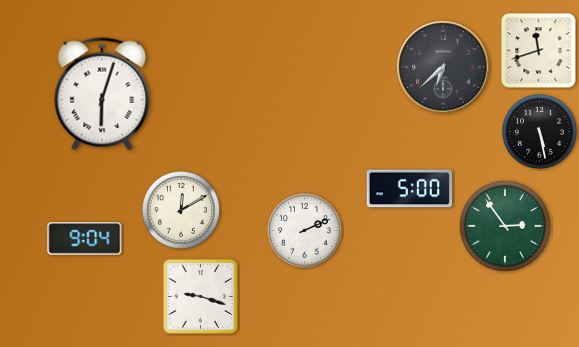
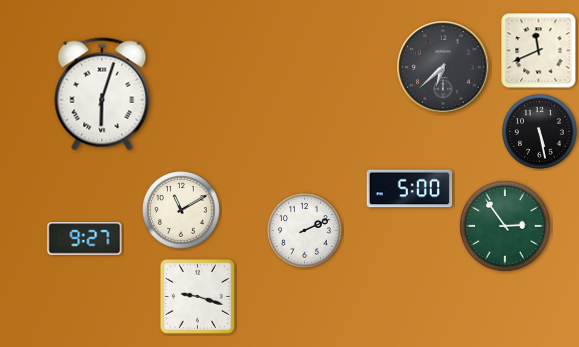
clock at (539, 51): 11:42 -> 11:41
clock at (181, 210): 12:10 -> 11:10
clock at (85, 239): 9:04 -> 9:27
clock at (200, 296) position: (200, 296) -> (197, 296)
